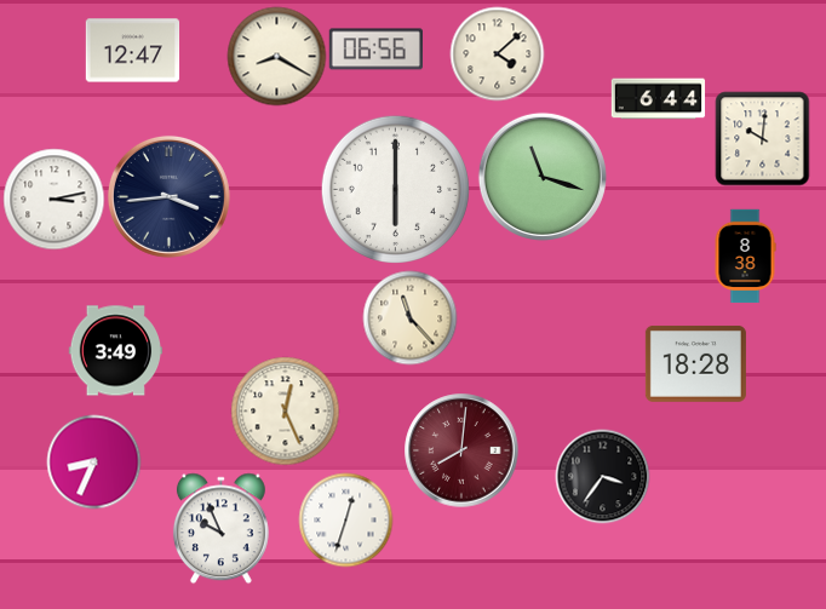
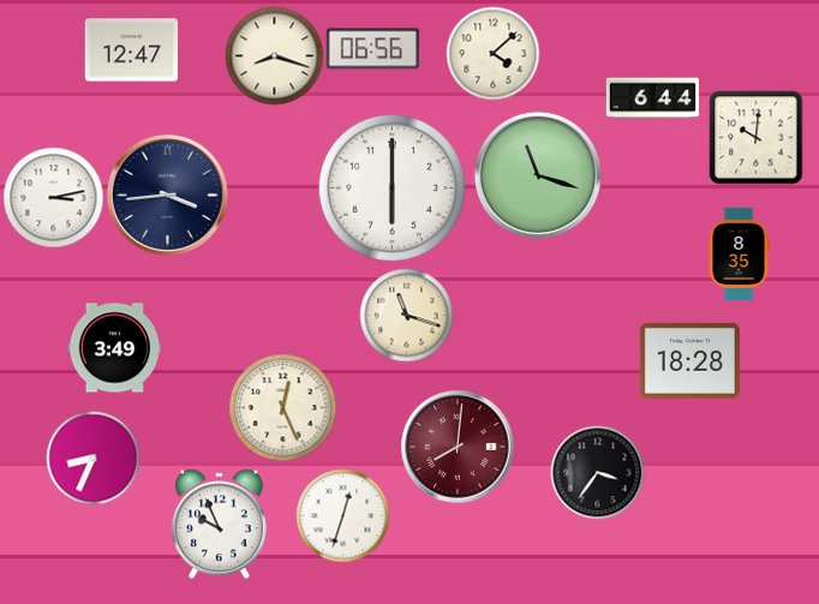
clock at (276, 56): 8:20 -> 8:18
clock at (745, 255): 8:38 -> 8:35
clock at (409, 317): 11:23 -> 11:18
